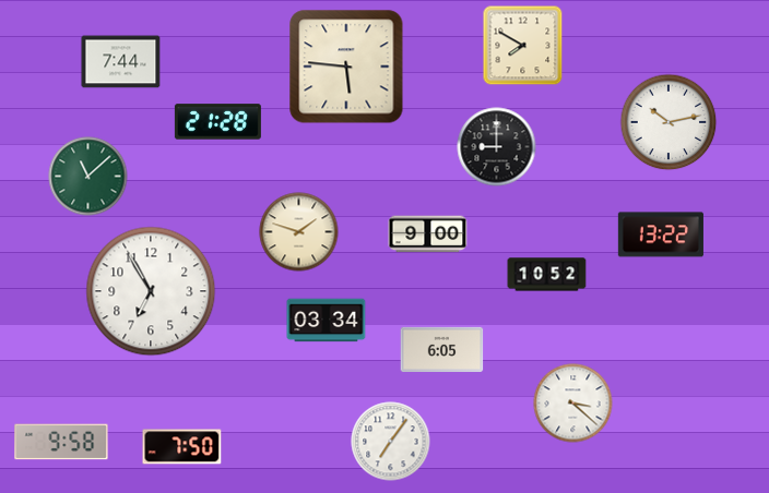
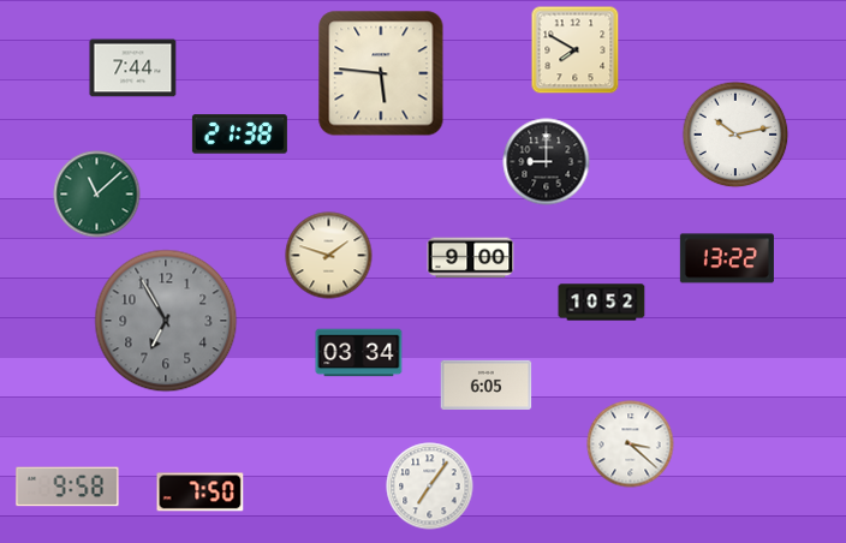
clock at (217, 122): 21:28 -> 21:38
clock at (151, 291) dial: white -> grey
